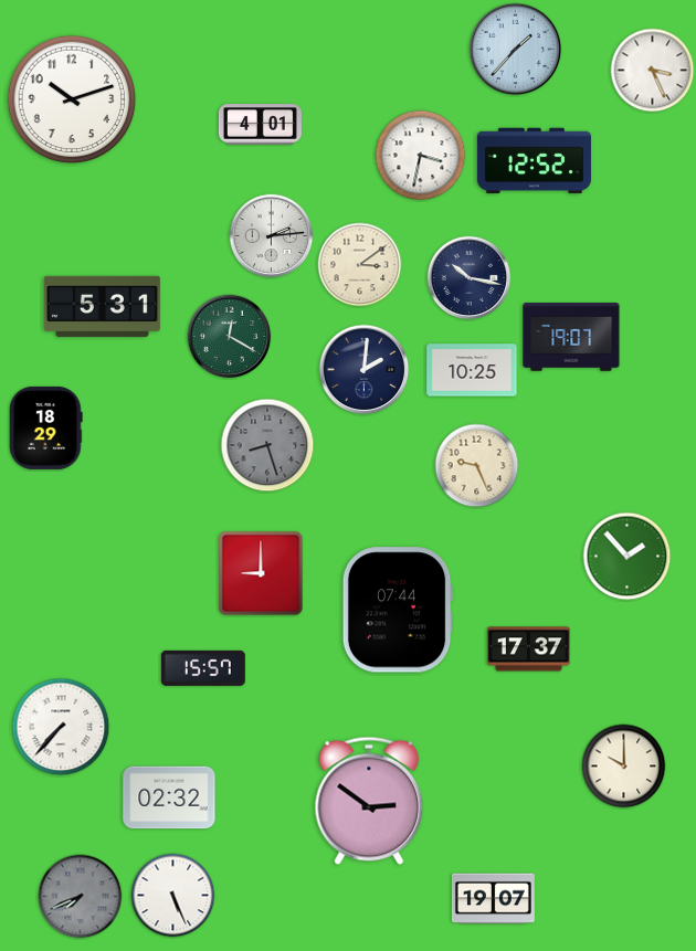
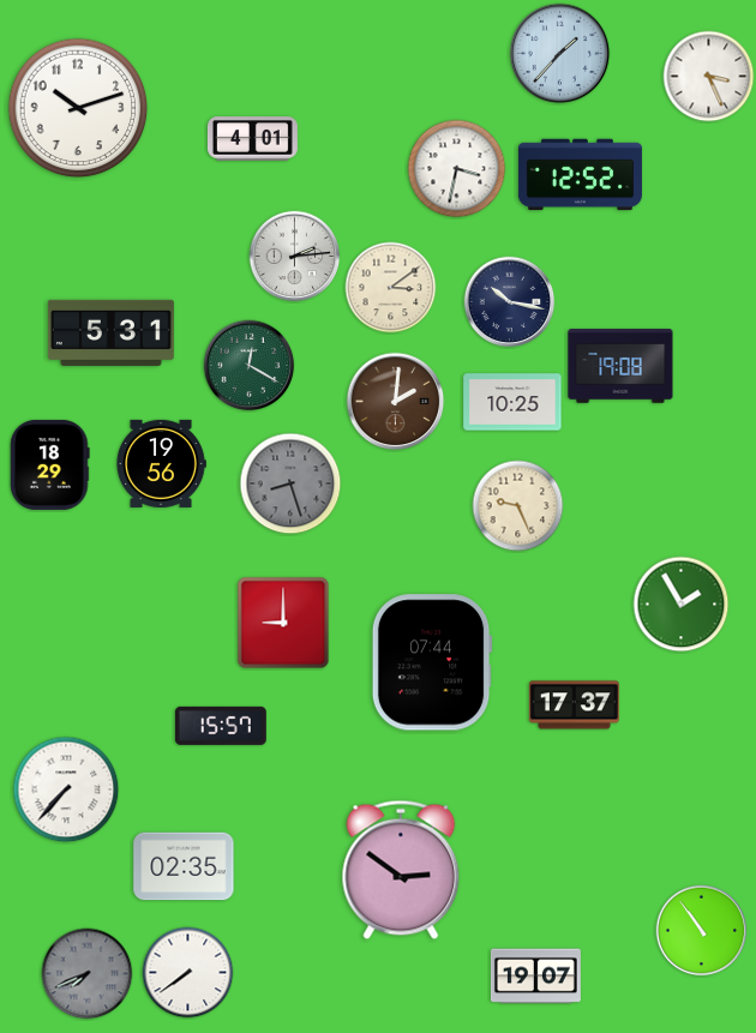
clock at (260, 125) position: (260, 125) -> (252, 139)
clock at (571, 337): 19:07 -> 19:08
clock at (365, 370) dial: navy -> brown
clock at (161, 463): none -> 19:56
clock at (628, 557): 1:53 -> 1:55
clock at (624, 767): 10:00 -> none
clock at (169, 797): 02:32 -> 02:35
clock at (702, 931): none -> 10:54
clock at (173, 896): 5:26 -> 7:39
